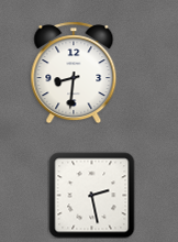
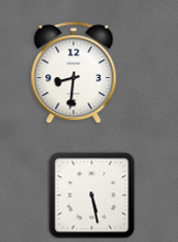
clock at (91, 195): 2:28 -> 5:28
